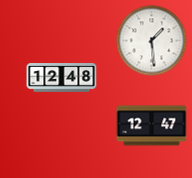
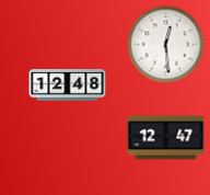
clock at (152, 41): 1:29 -> 12:29
